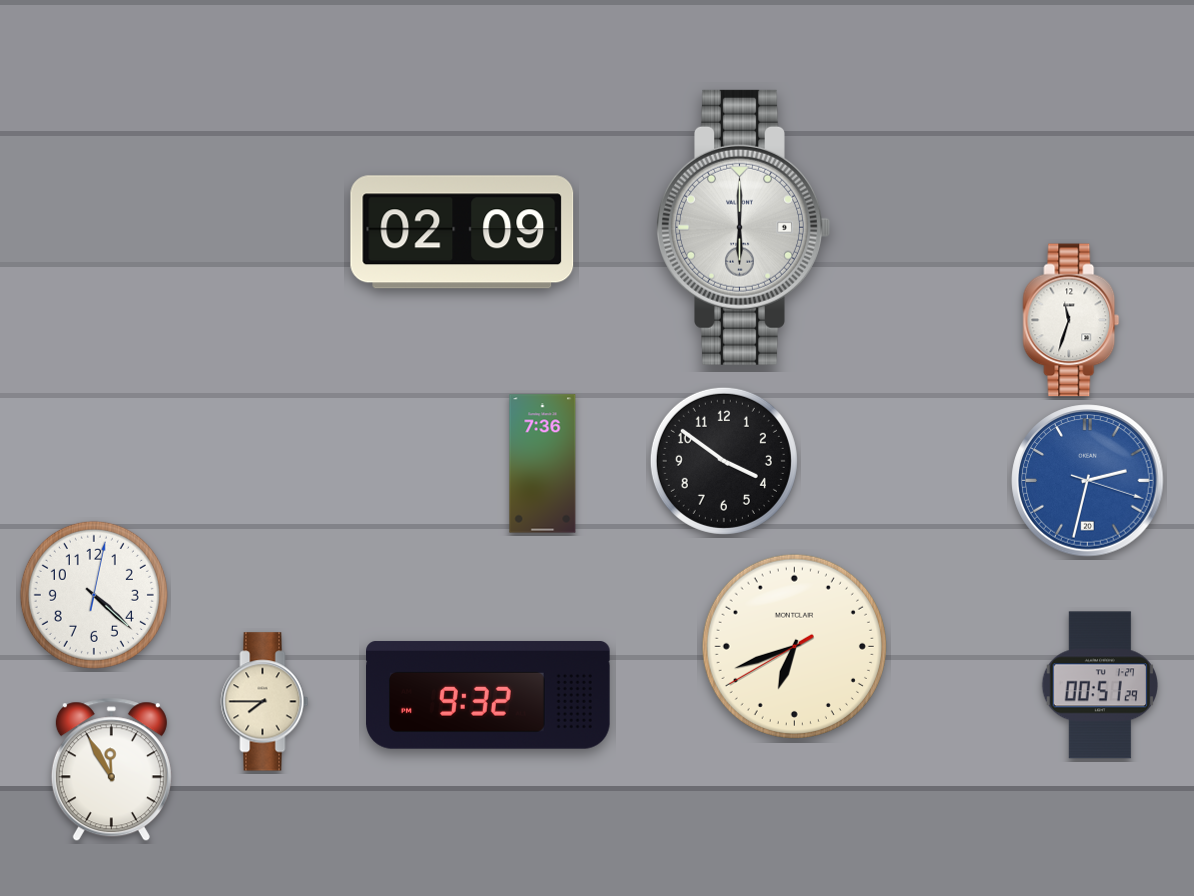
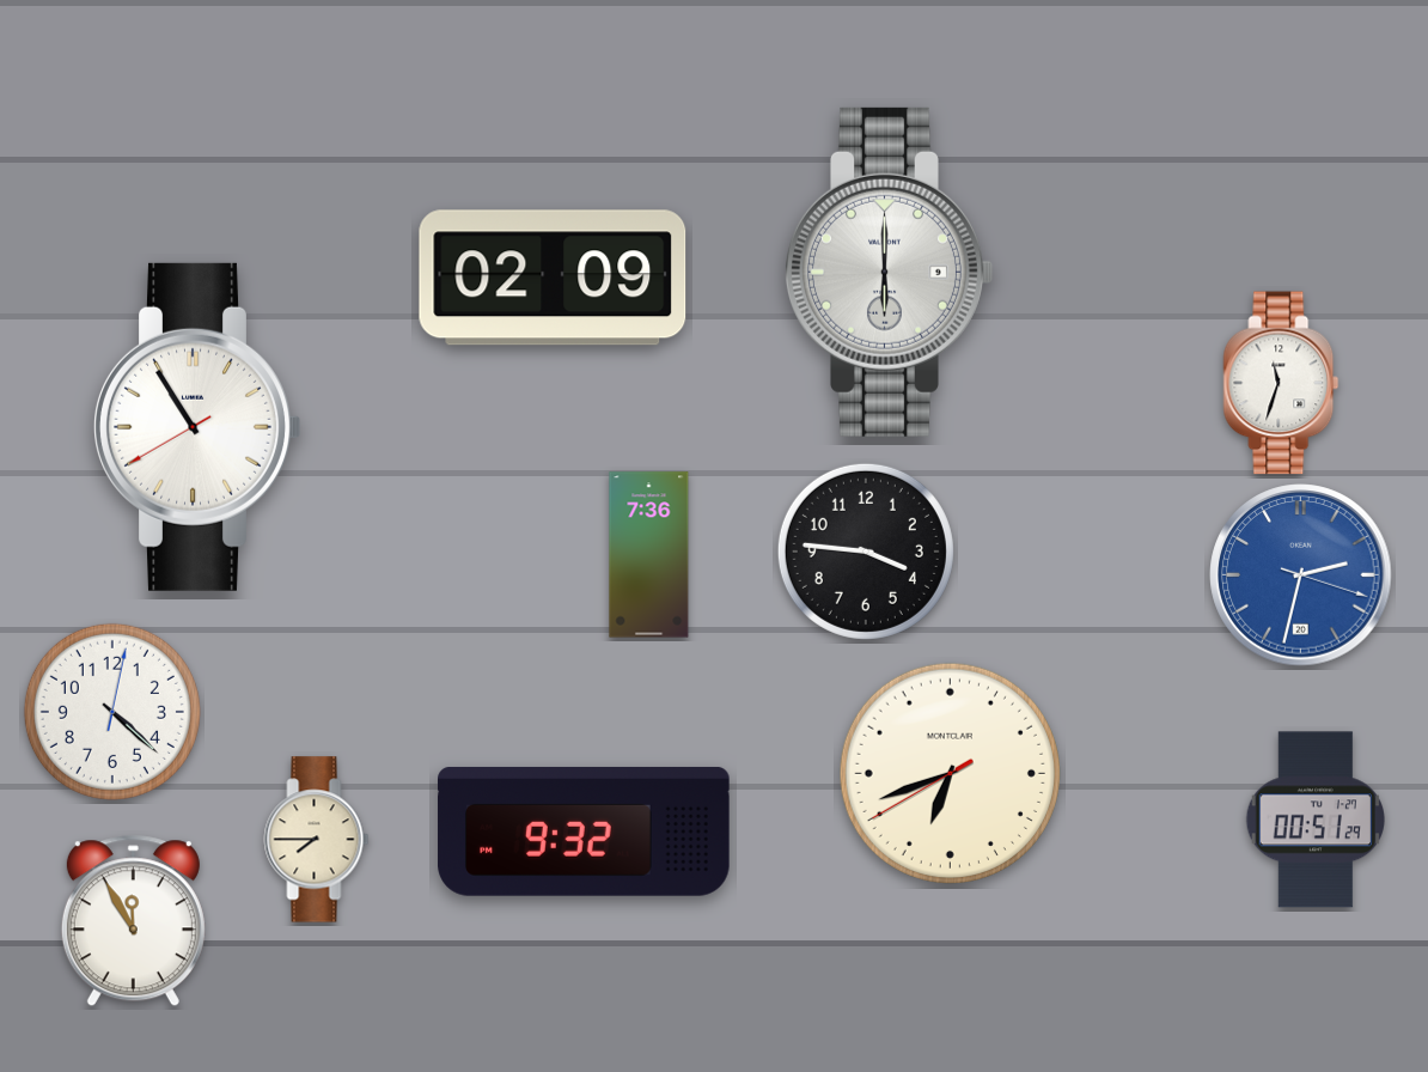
clock at (197, 427): none -> 10:54
clock at (724, 461): 3:51 -> 3:46
